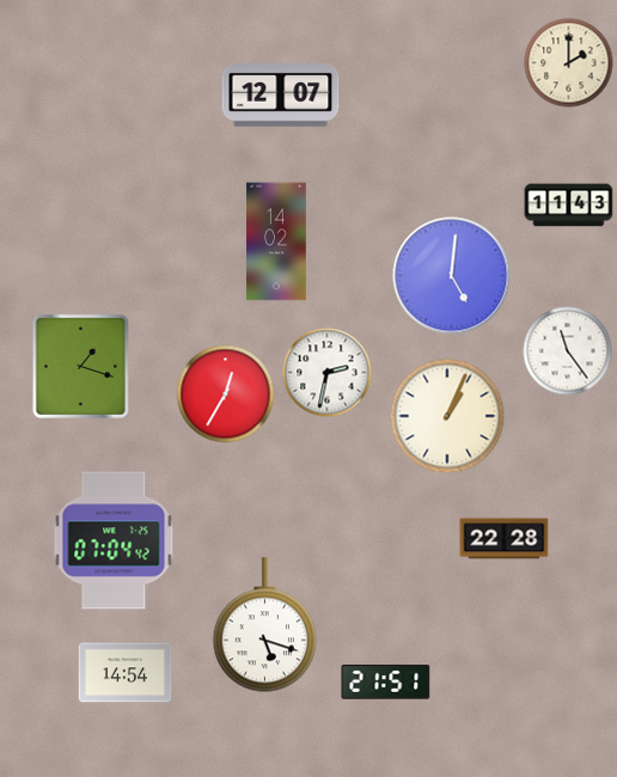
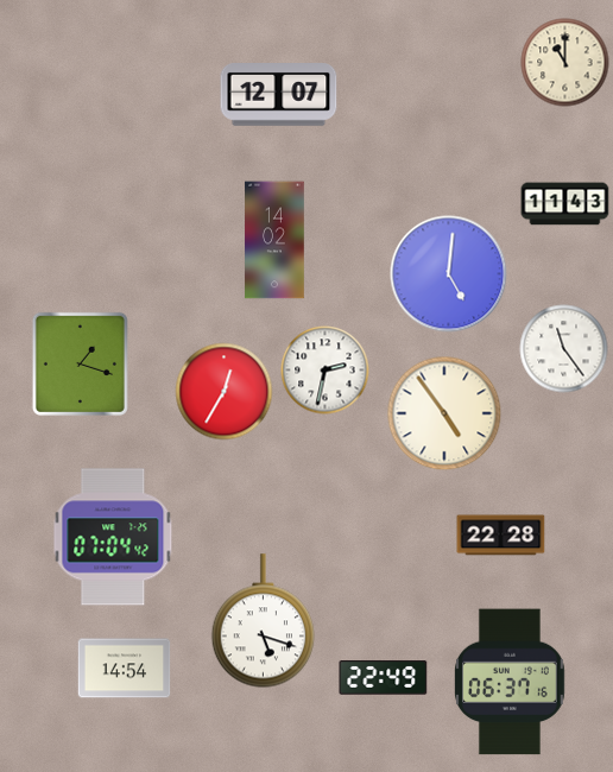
clock at (569, 63): 2:00 -> 11:00
clock at (447, 416): 1:04 -> 4:54
clock at (386, 683): 21:51 -> 22:49
clock at (511, 682): none -> 06:37
